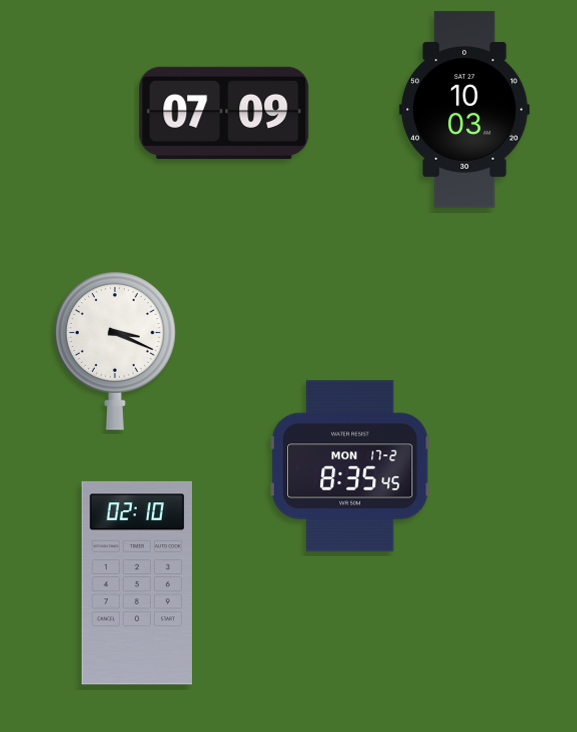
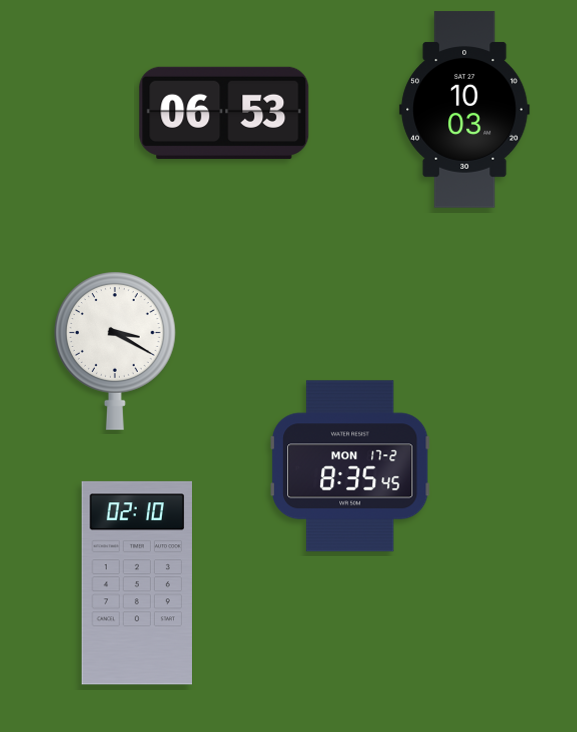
clock at (224, 113): 07:09 -> 06:53
clock at (115, 351): 3:19 -> 3:20
